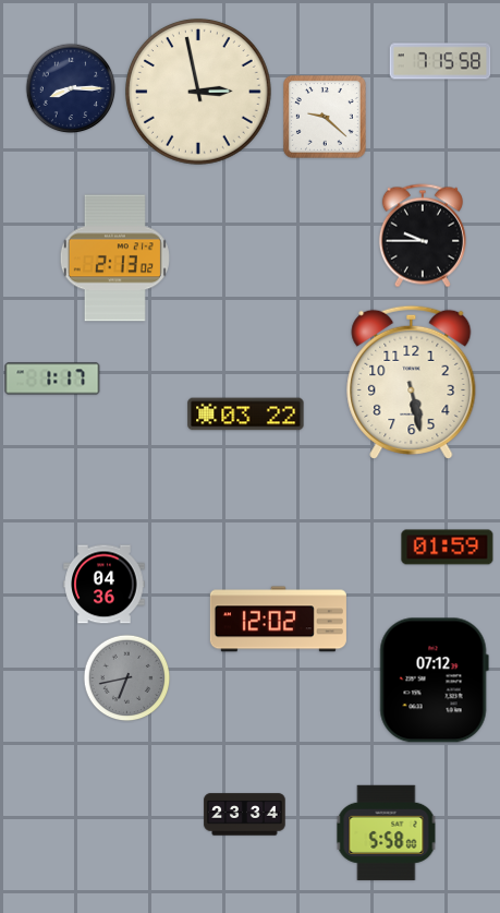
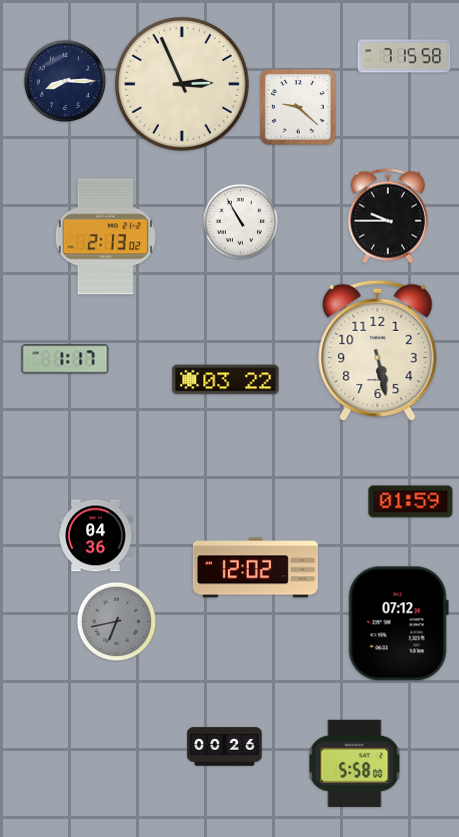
clock at (198, 92): 2:58 -> 2:56
clock at (241, 222): none -> 10:55
clock at (52, 379) position: (52, 379) -> (65, 359)
clock at (245, 815): 23:34 -> 00:26
